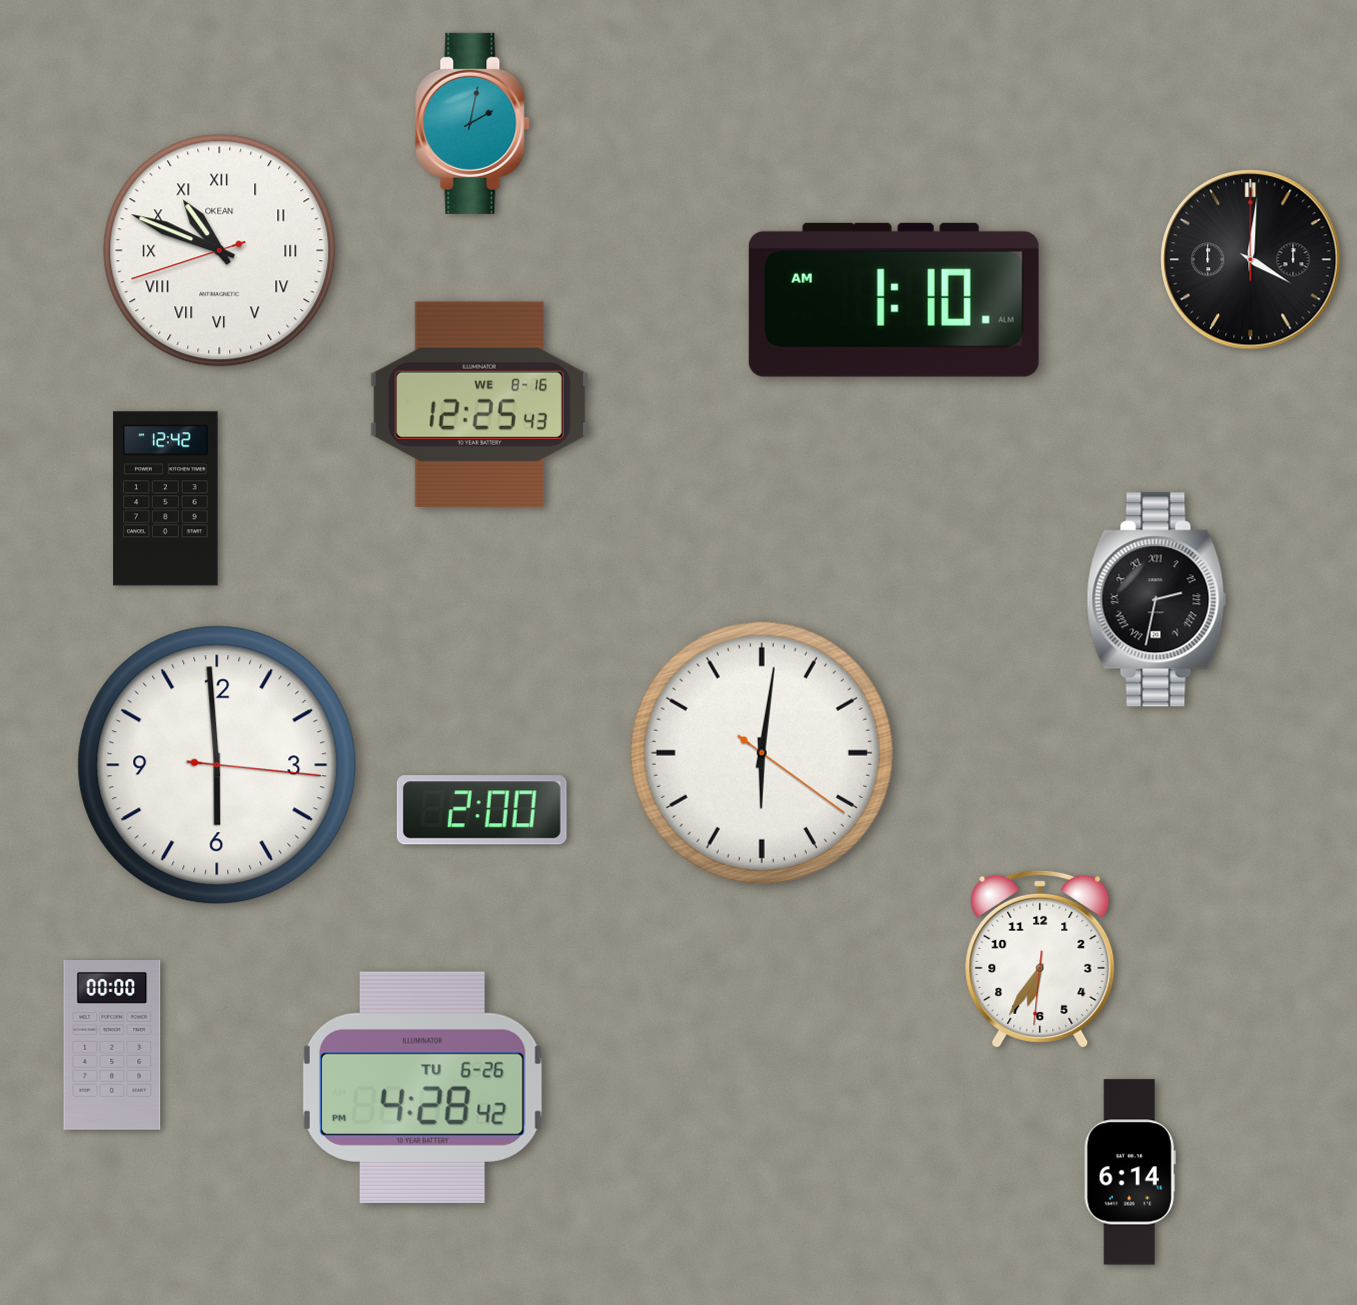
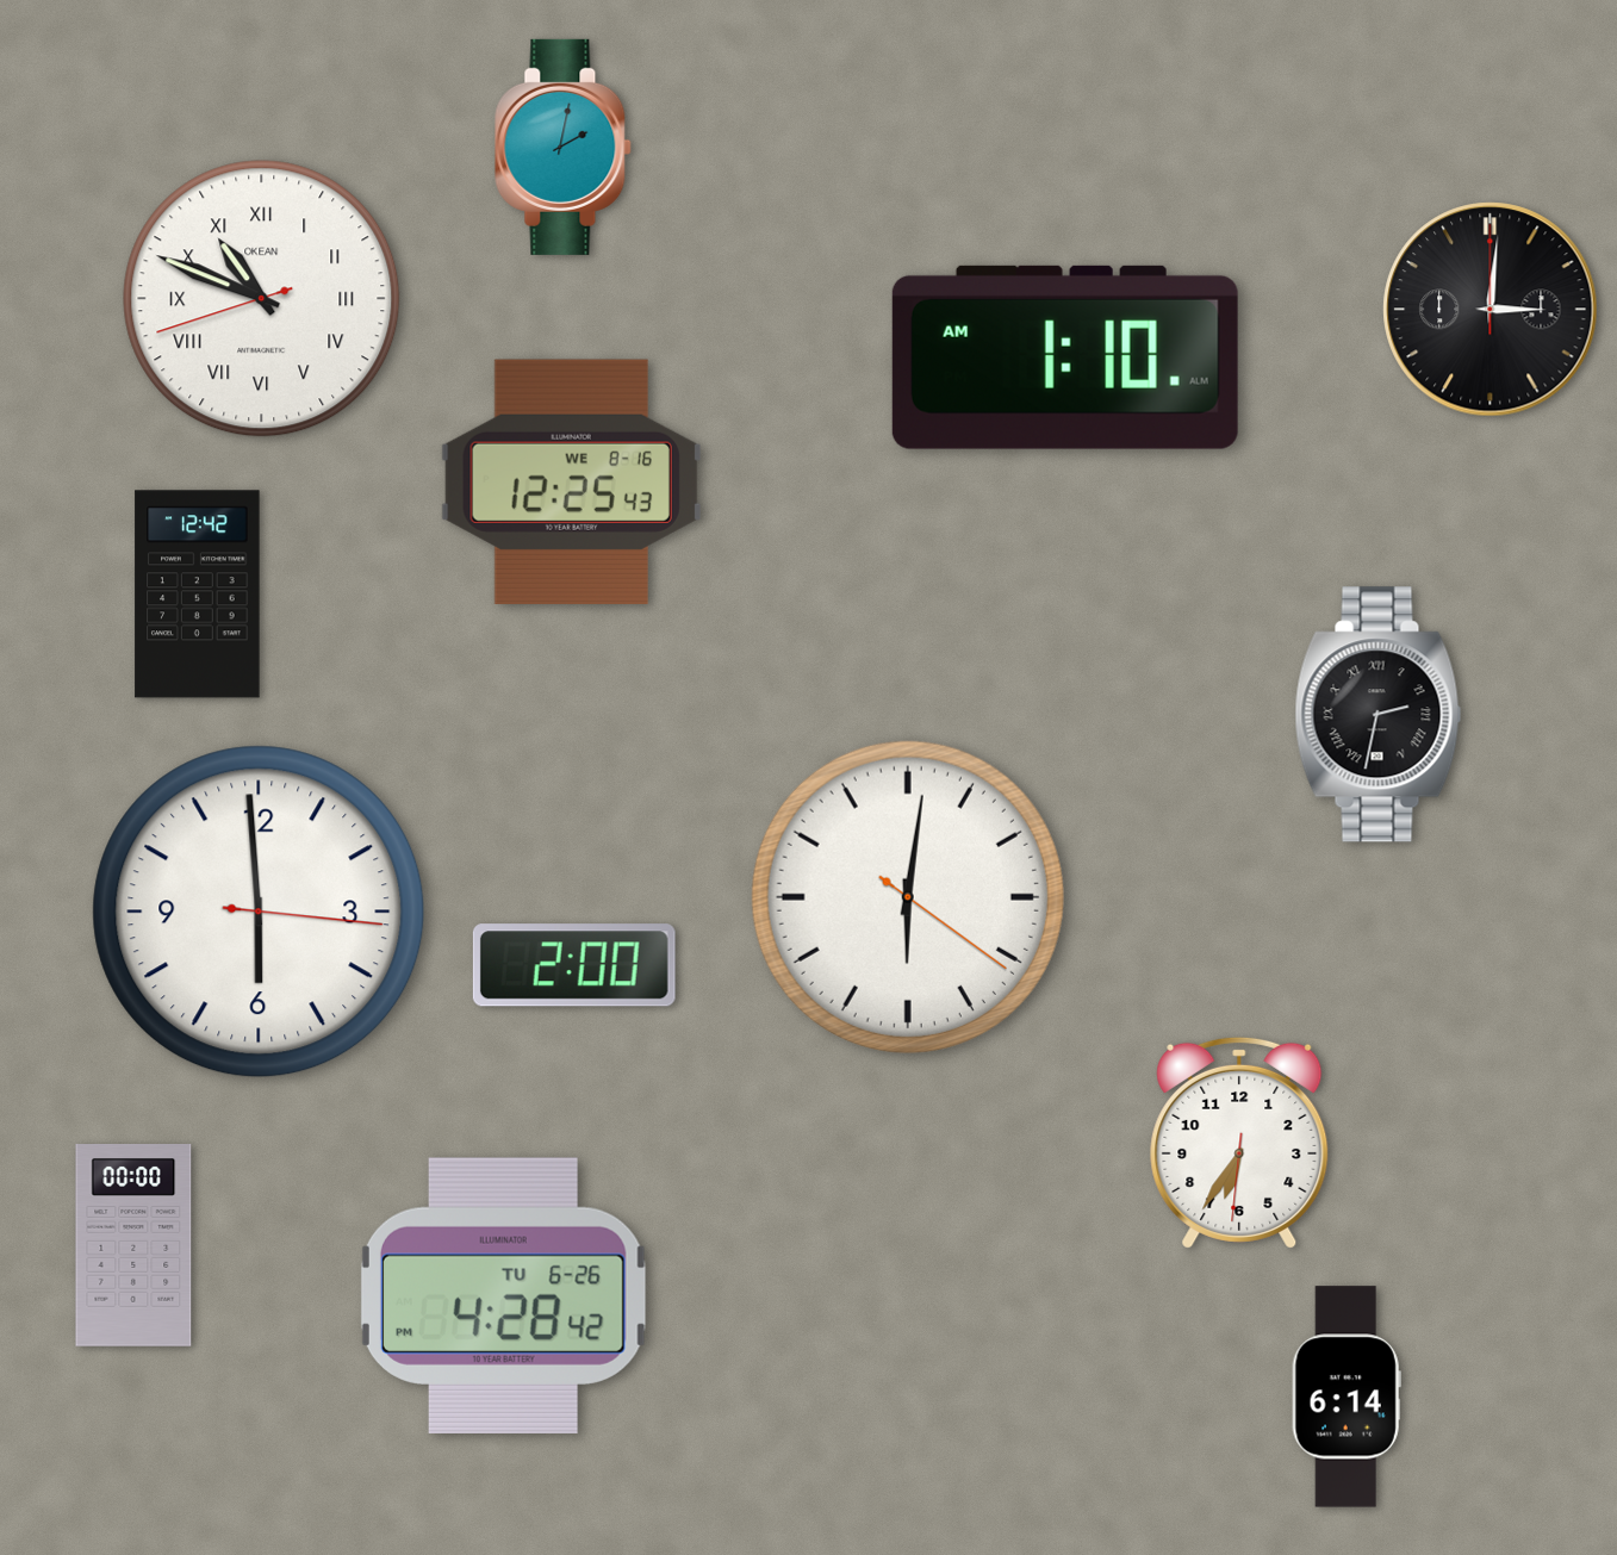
clock at (1251, 260): 4:01 -> 3:01
